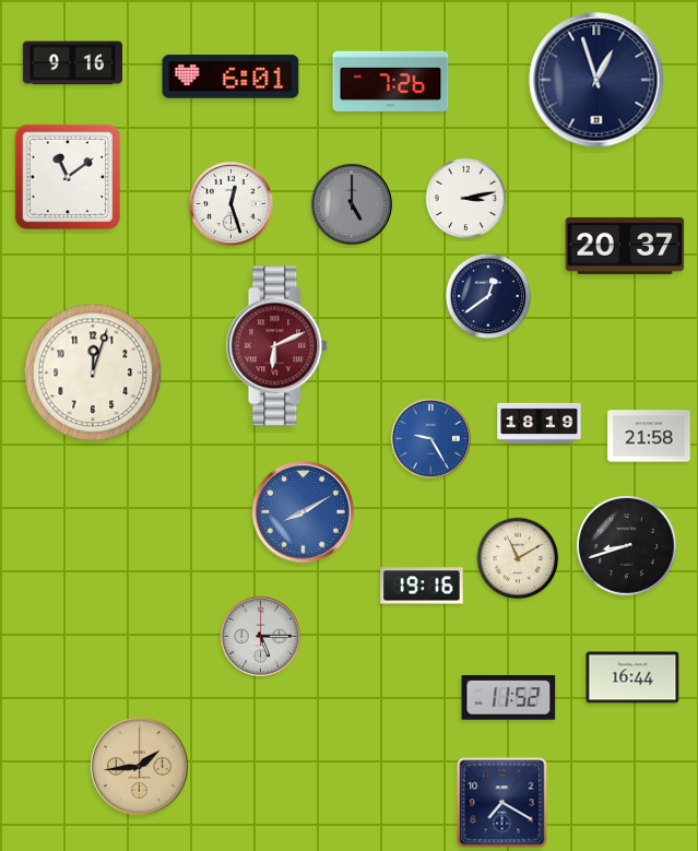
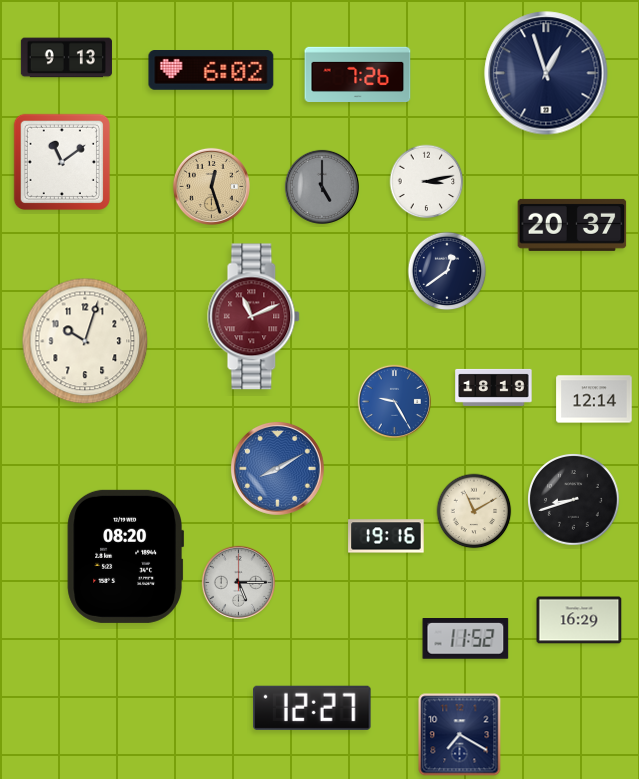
clock at (72, 63): 9:16 -> 9:13
clock at (230, 78): 6:01 -> 6:02
clock at (230, 203) dial: white -> champagne
clock at (277, 346): 6:11 -> 11:11
clock at (93, 373): 12:03 -> 10:03
clock at (649, 436): 21:58 -> 12:14
clock at (125, 556): none -> 08:20
clock at (632, 677): 16:44 -> 16:29
clock at (139, 766): 1:44 -> none
clock at (312, 708): none -> 12:27
